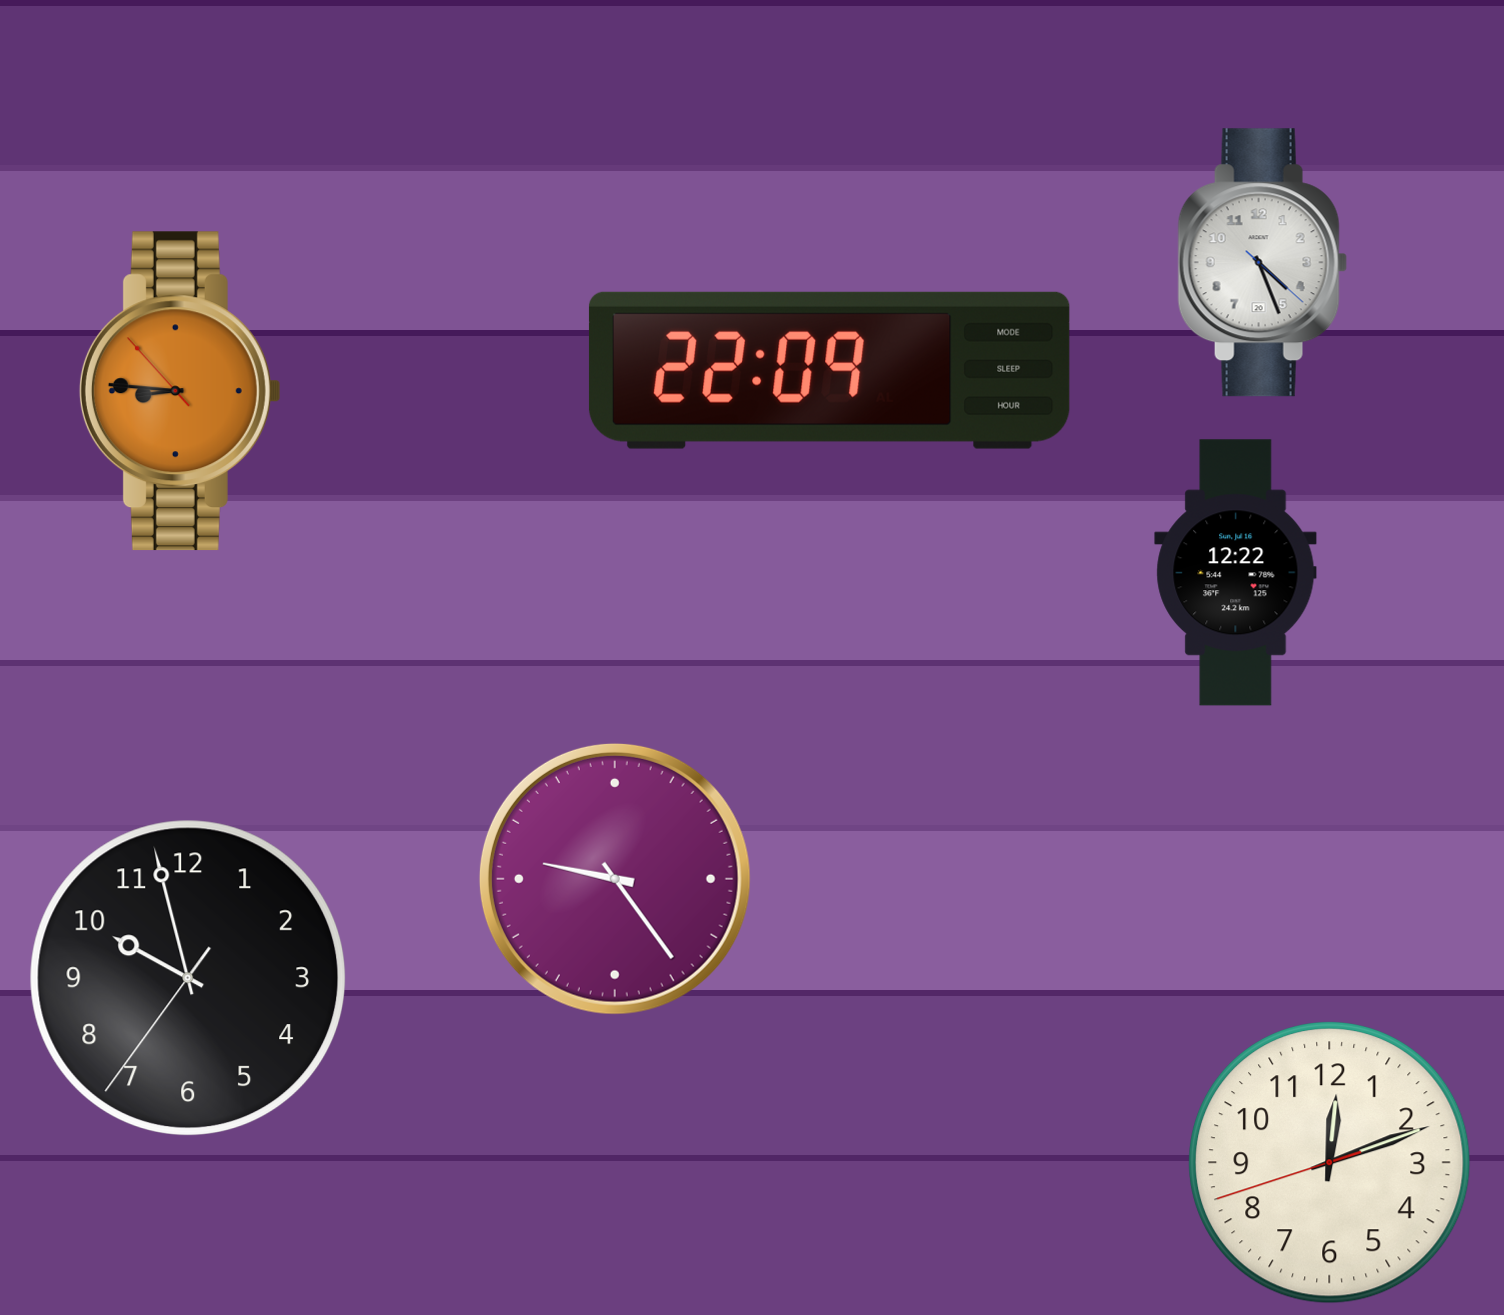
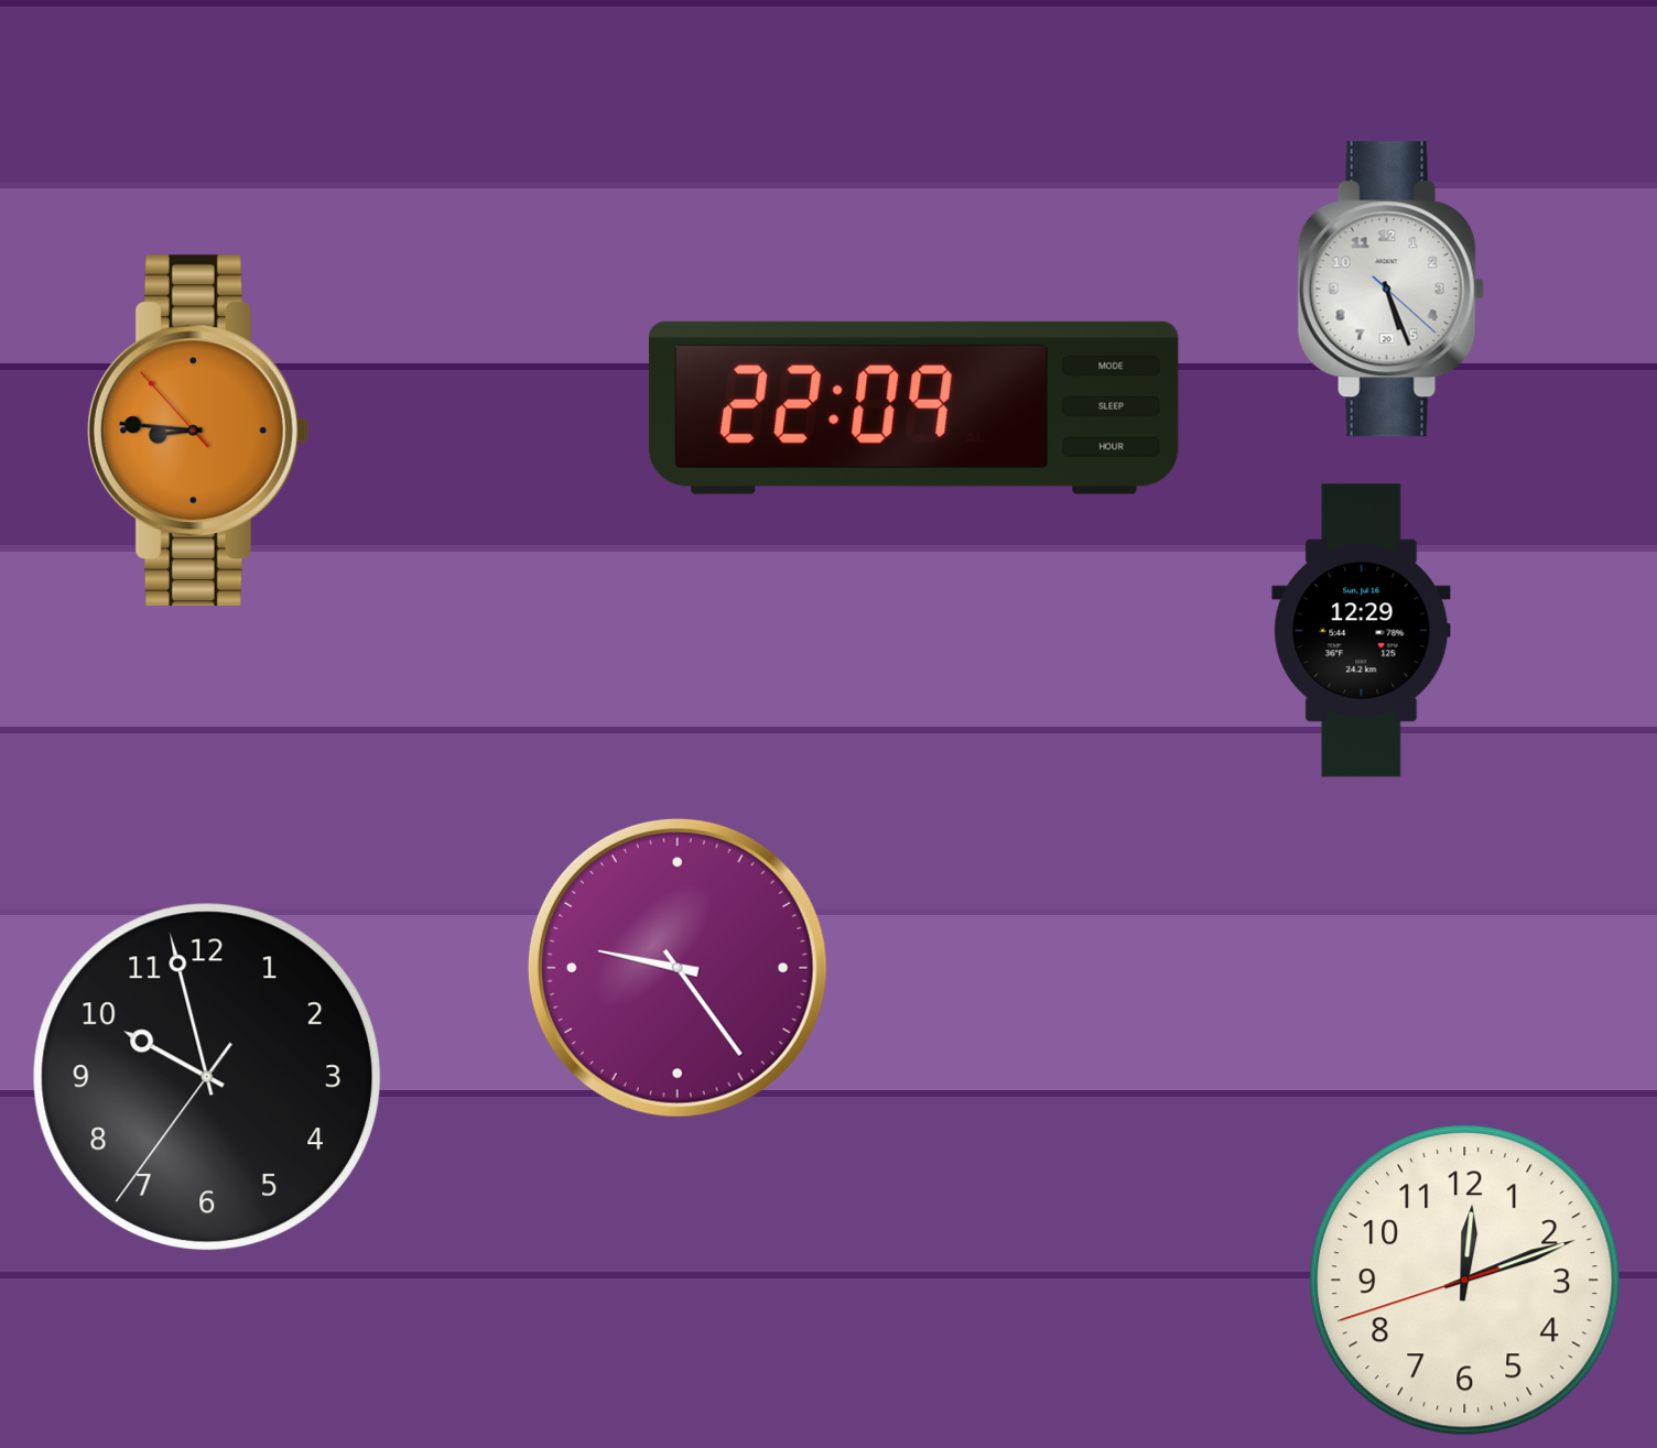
clock at (1262, 263): 4:26 -> 5:26
clock at (1236, 573): 12:22 -> 12:29
